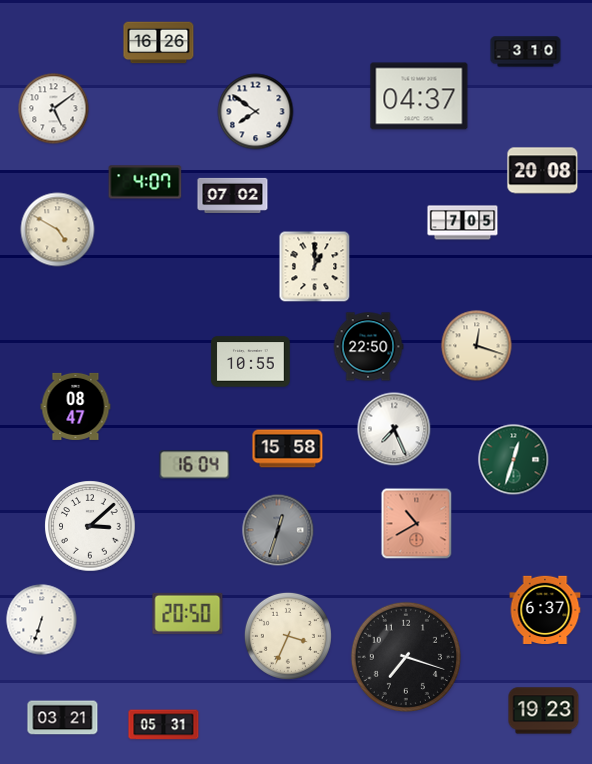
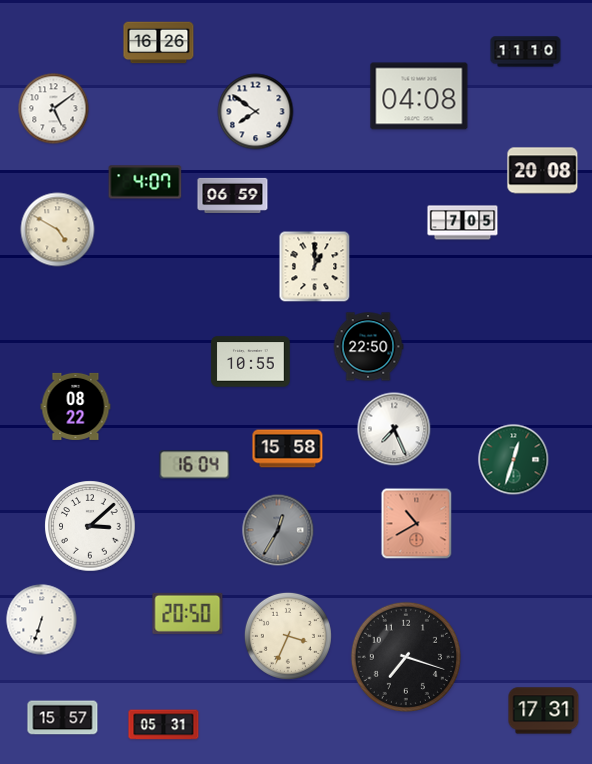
clock at (526, 52): 3:10 -> 11:10
clock at (419, 96): 04:37 -> 04:08
clock at (233, 195): 07:02 -> 06:59
clock at (477, 346): 12:18 -> none
clock at (76, 406): 08:47 -> 08:22
clock at (278, 530): 12:33 -> 12:35
clock at (545, 610): 6:37 -> none
clock at (544, 711): 19:23 -> 17:31
clock at (63, 718): 03:21 -> 15:57
